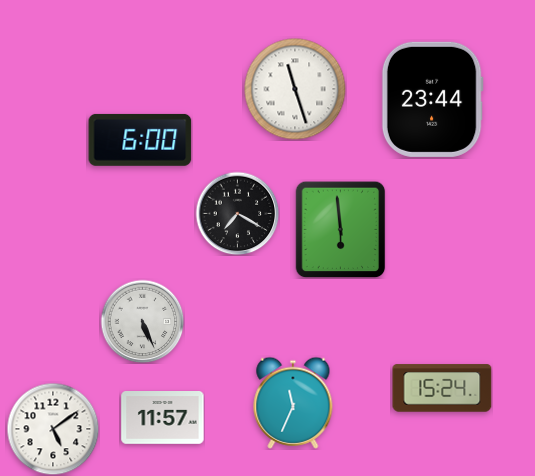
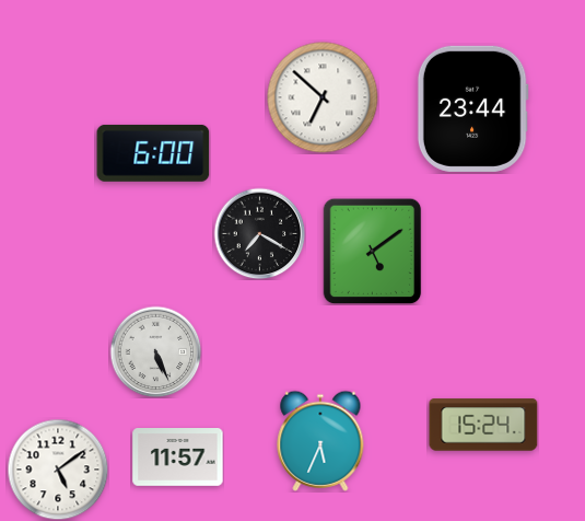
clock at (295, 89): 11:27 -> 6:52
clock at (341, 229): 5:59 -> 5:09
clock at (293, 403): 11:34 -> 5:34
